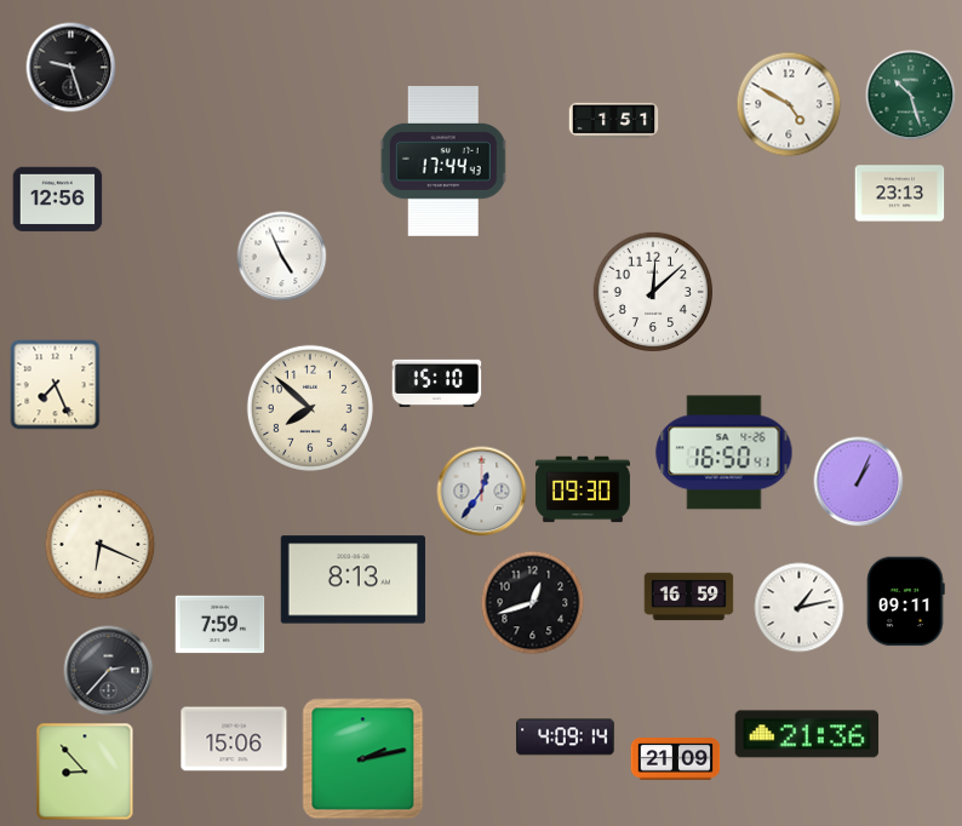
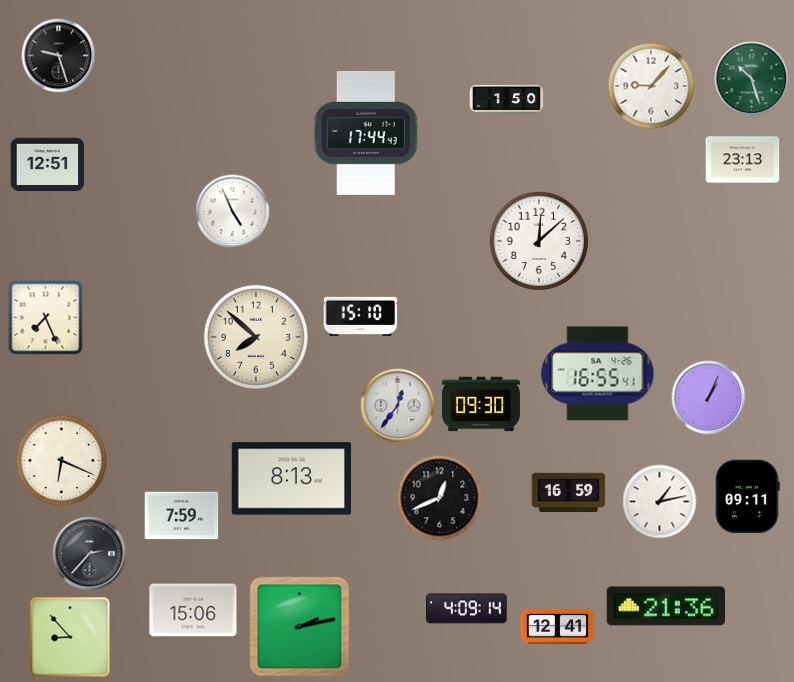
clock at (789, 104): 4:50 -> 9:07
clock at (614, 120): 1:51 -> 1:50
clock at (58, 200): 12:56 -> 12:51
clock at (725, 453): 16:50 -> 16:55
clock at (101, 545) position: (101, 545) -> (62, 461)
clock at (533, 603): 12:42 -> 12:41
clock at (676, 759): 21:09 -> 12:41
